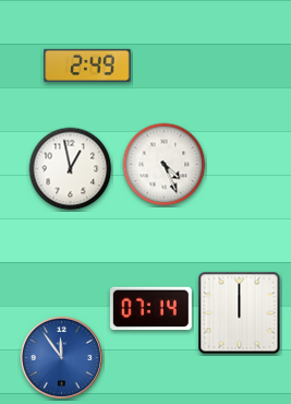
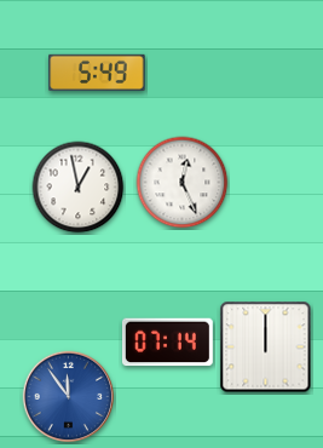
clock at (87, 66): 2:49 -> 5:49
clock at (165, 165): 4:26 -> 12:26
